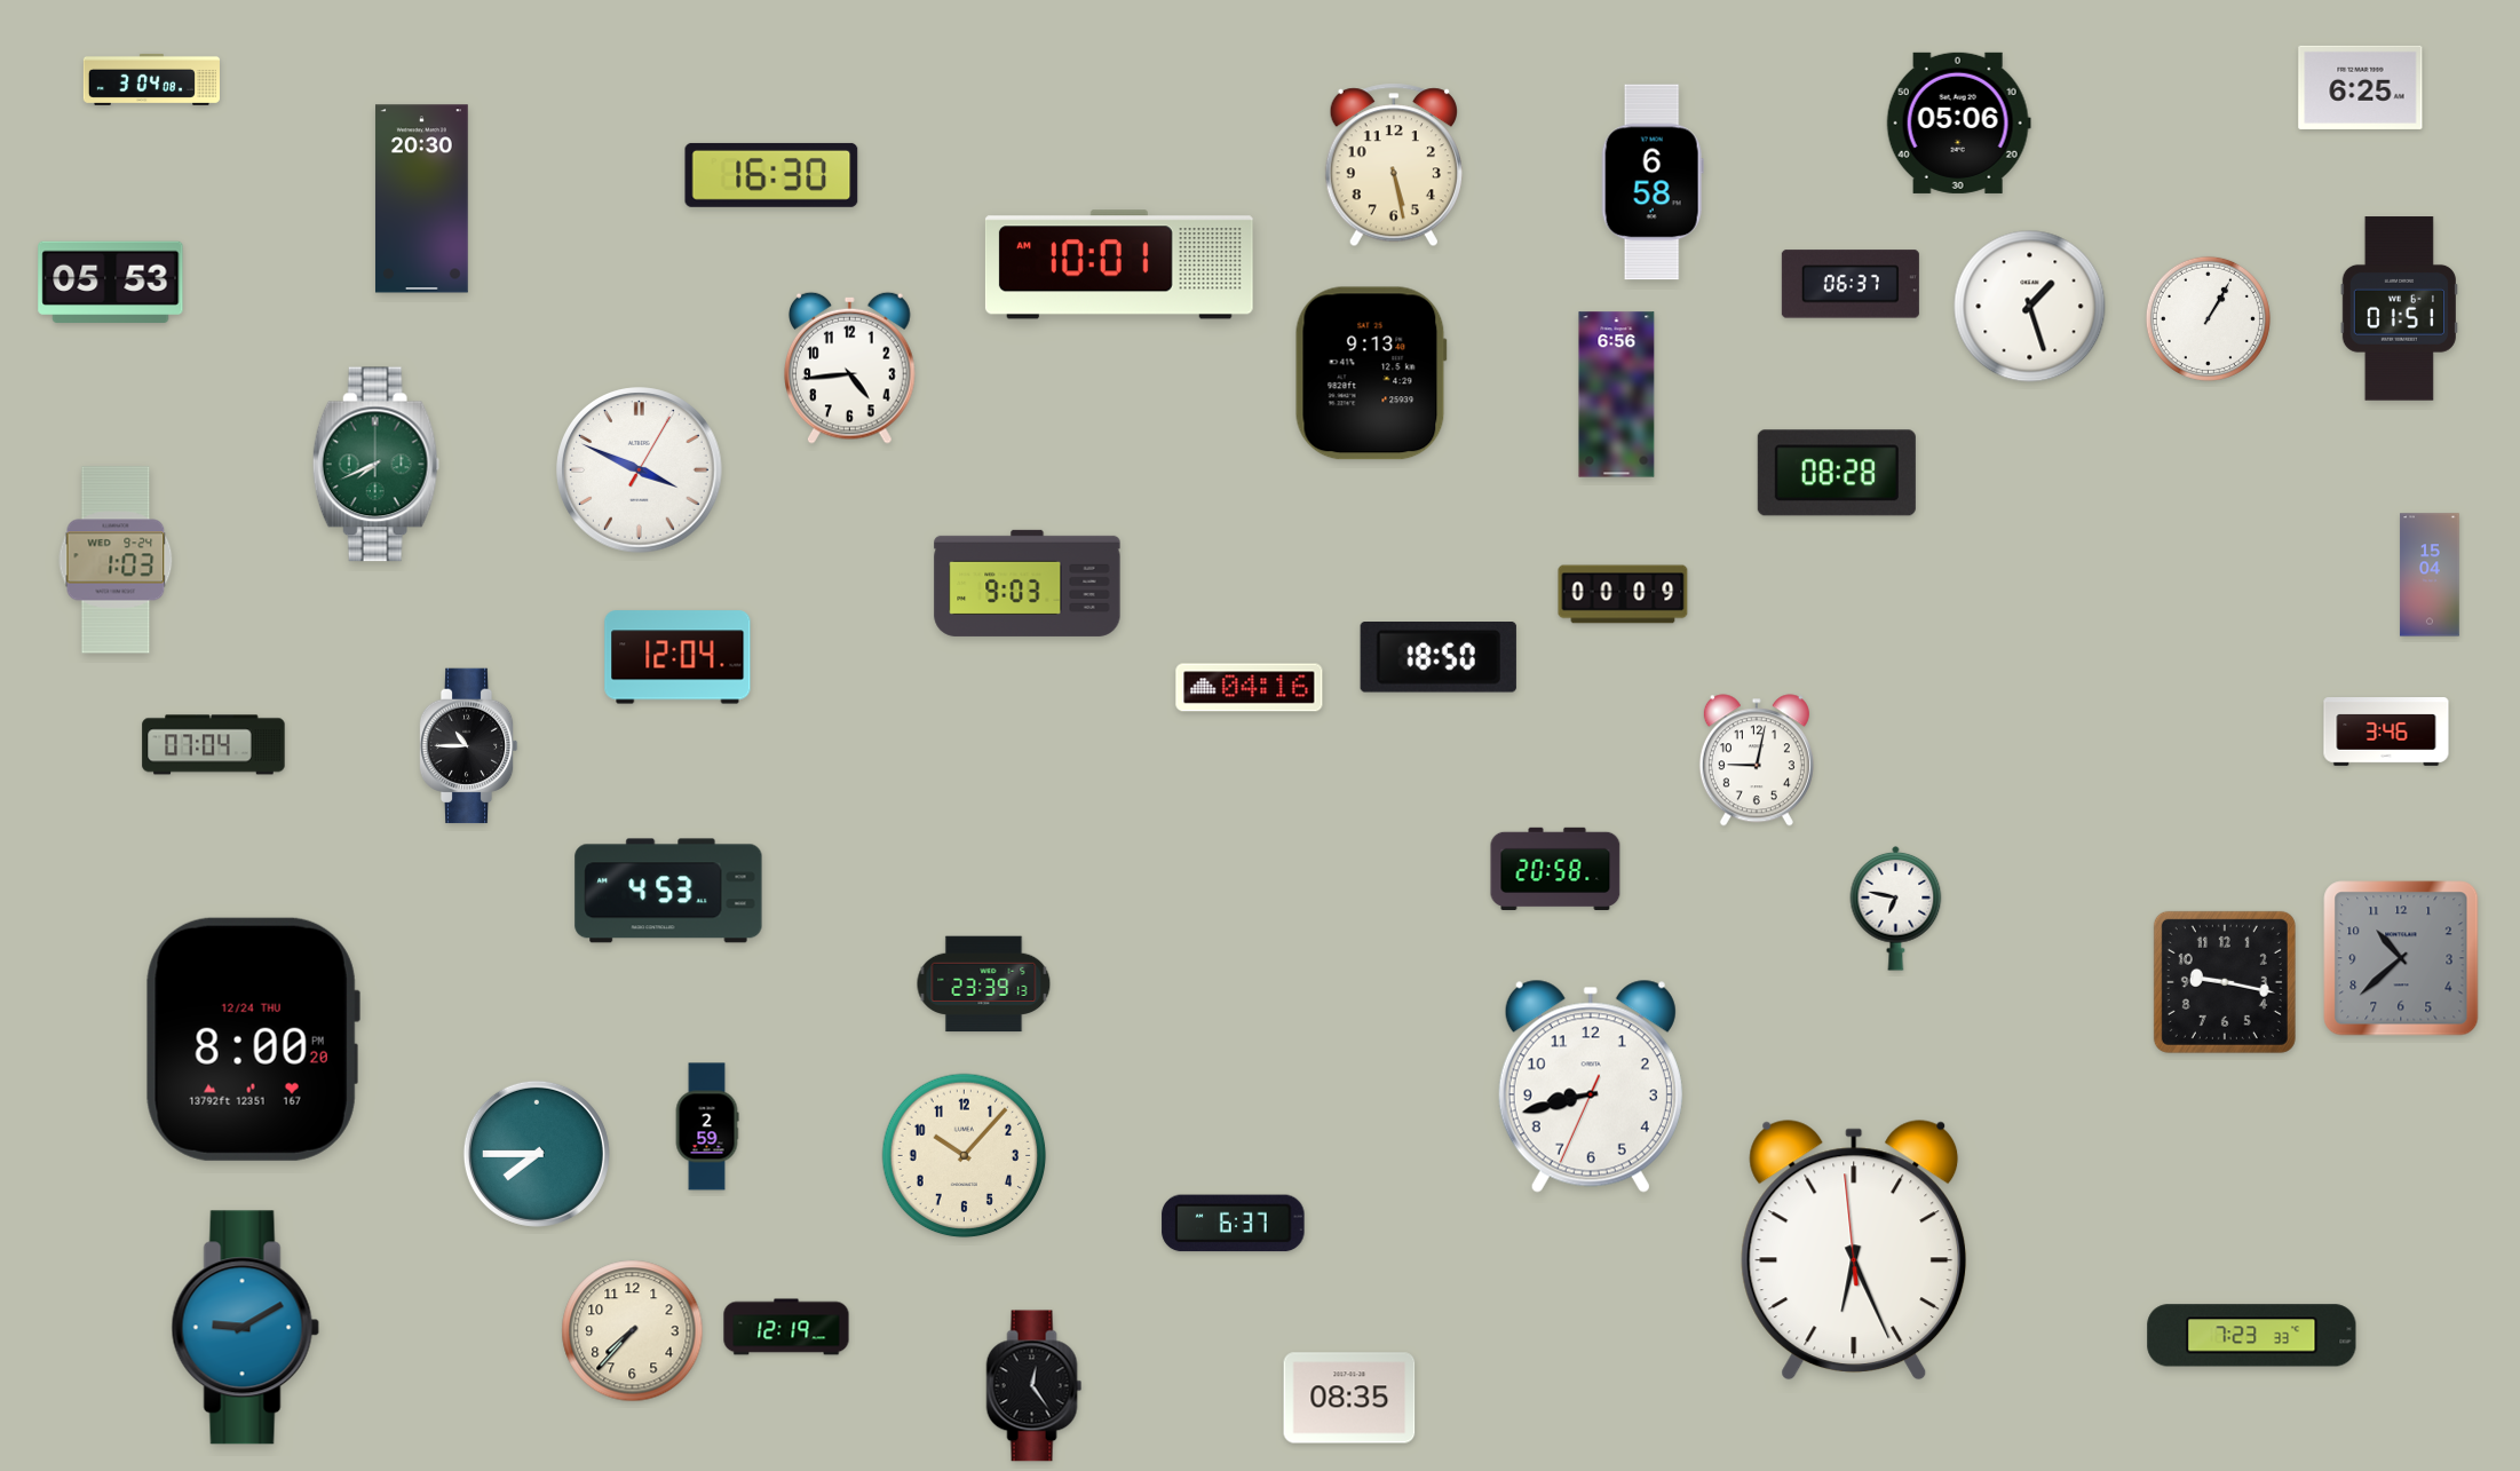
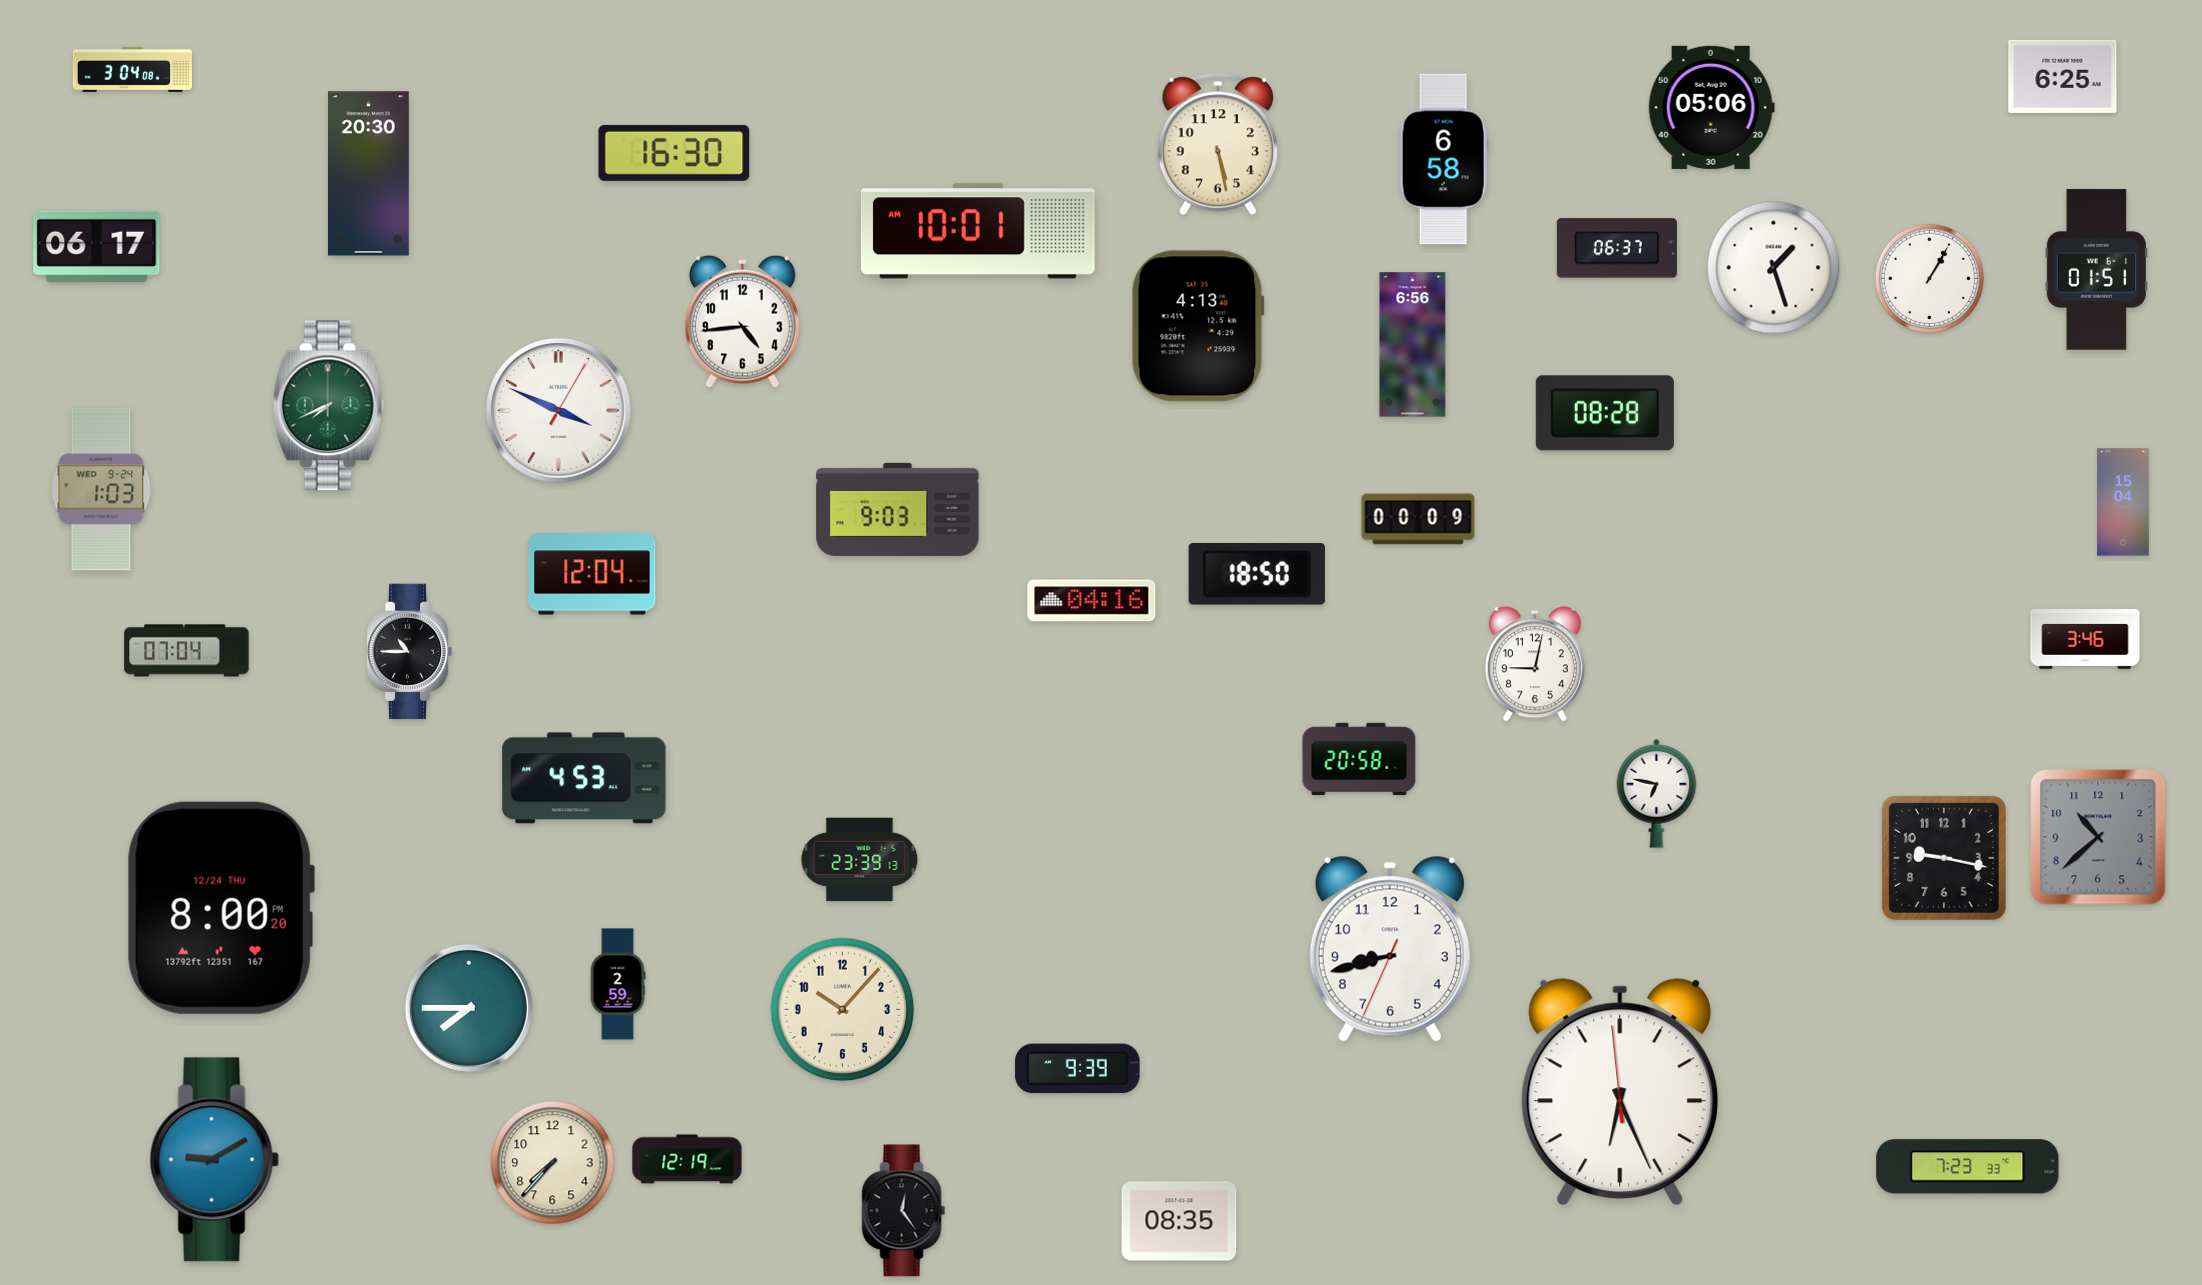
clock at (111, 283): 05:53 -> 06:17
clock at (1371, 373): 9:13 -> 4:13
clock at (1234, 1224): 6:37 -> 9:39
